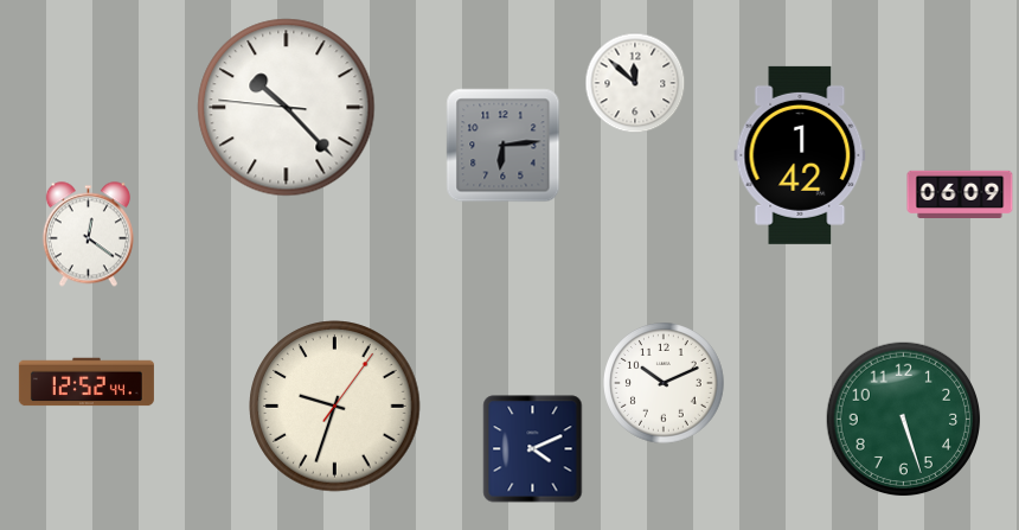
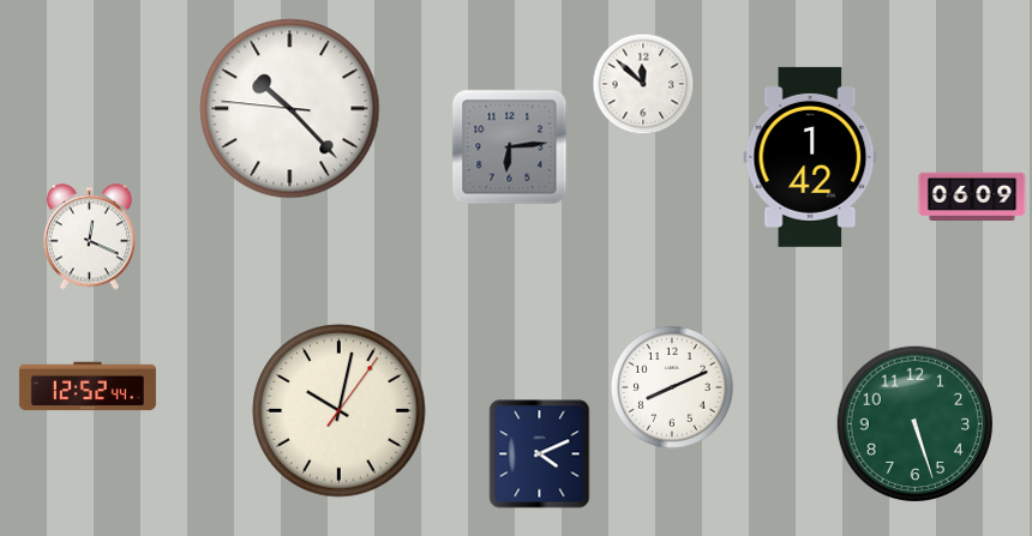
clock at (88, 235): 12:21 -> 12:19
clock at (665, 384): 10:11 -> 8:11
clock at (335, 407): 9:33 -> 10:02
